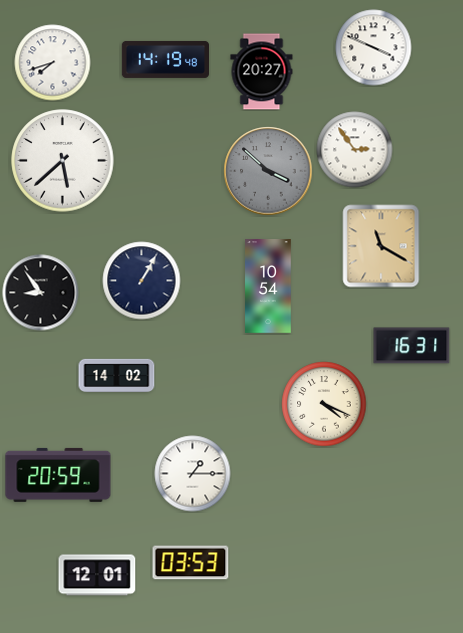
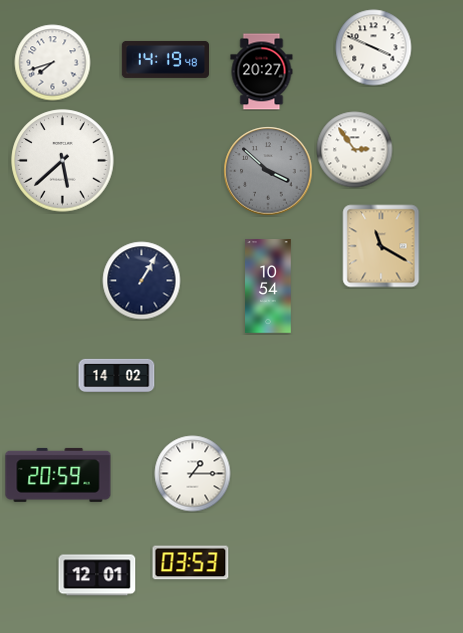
clock at (41, 293): 8:54 -> none
clock at (412, 346): 16:31 -> none
clock at (324, 404): 4:19 -> none
